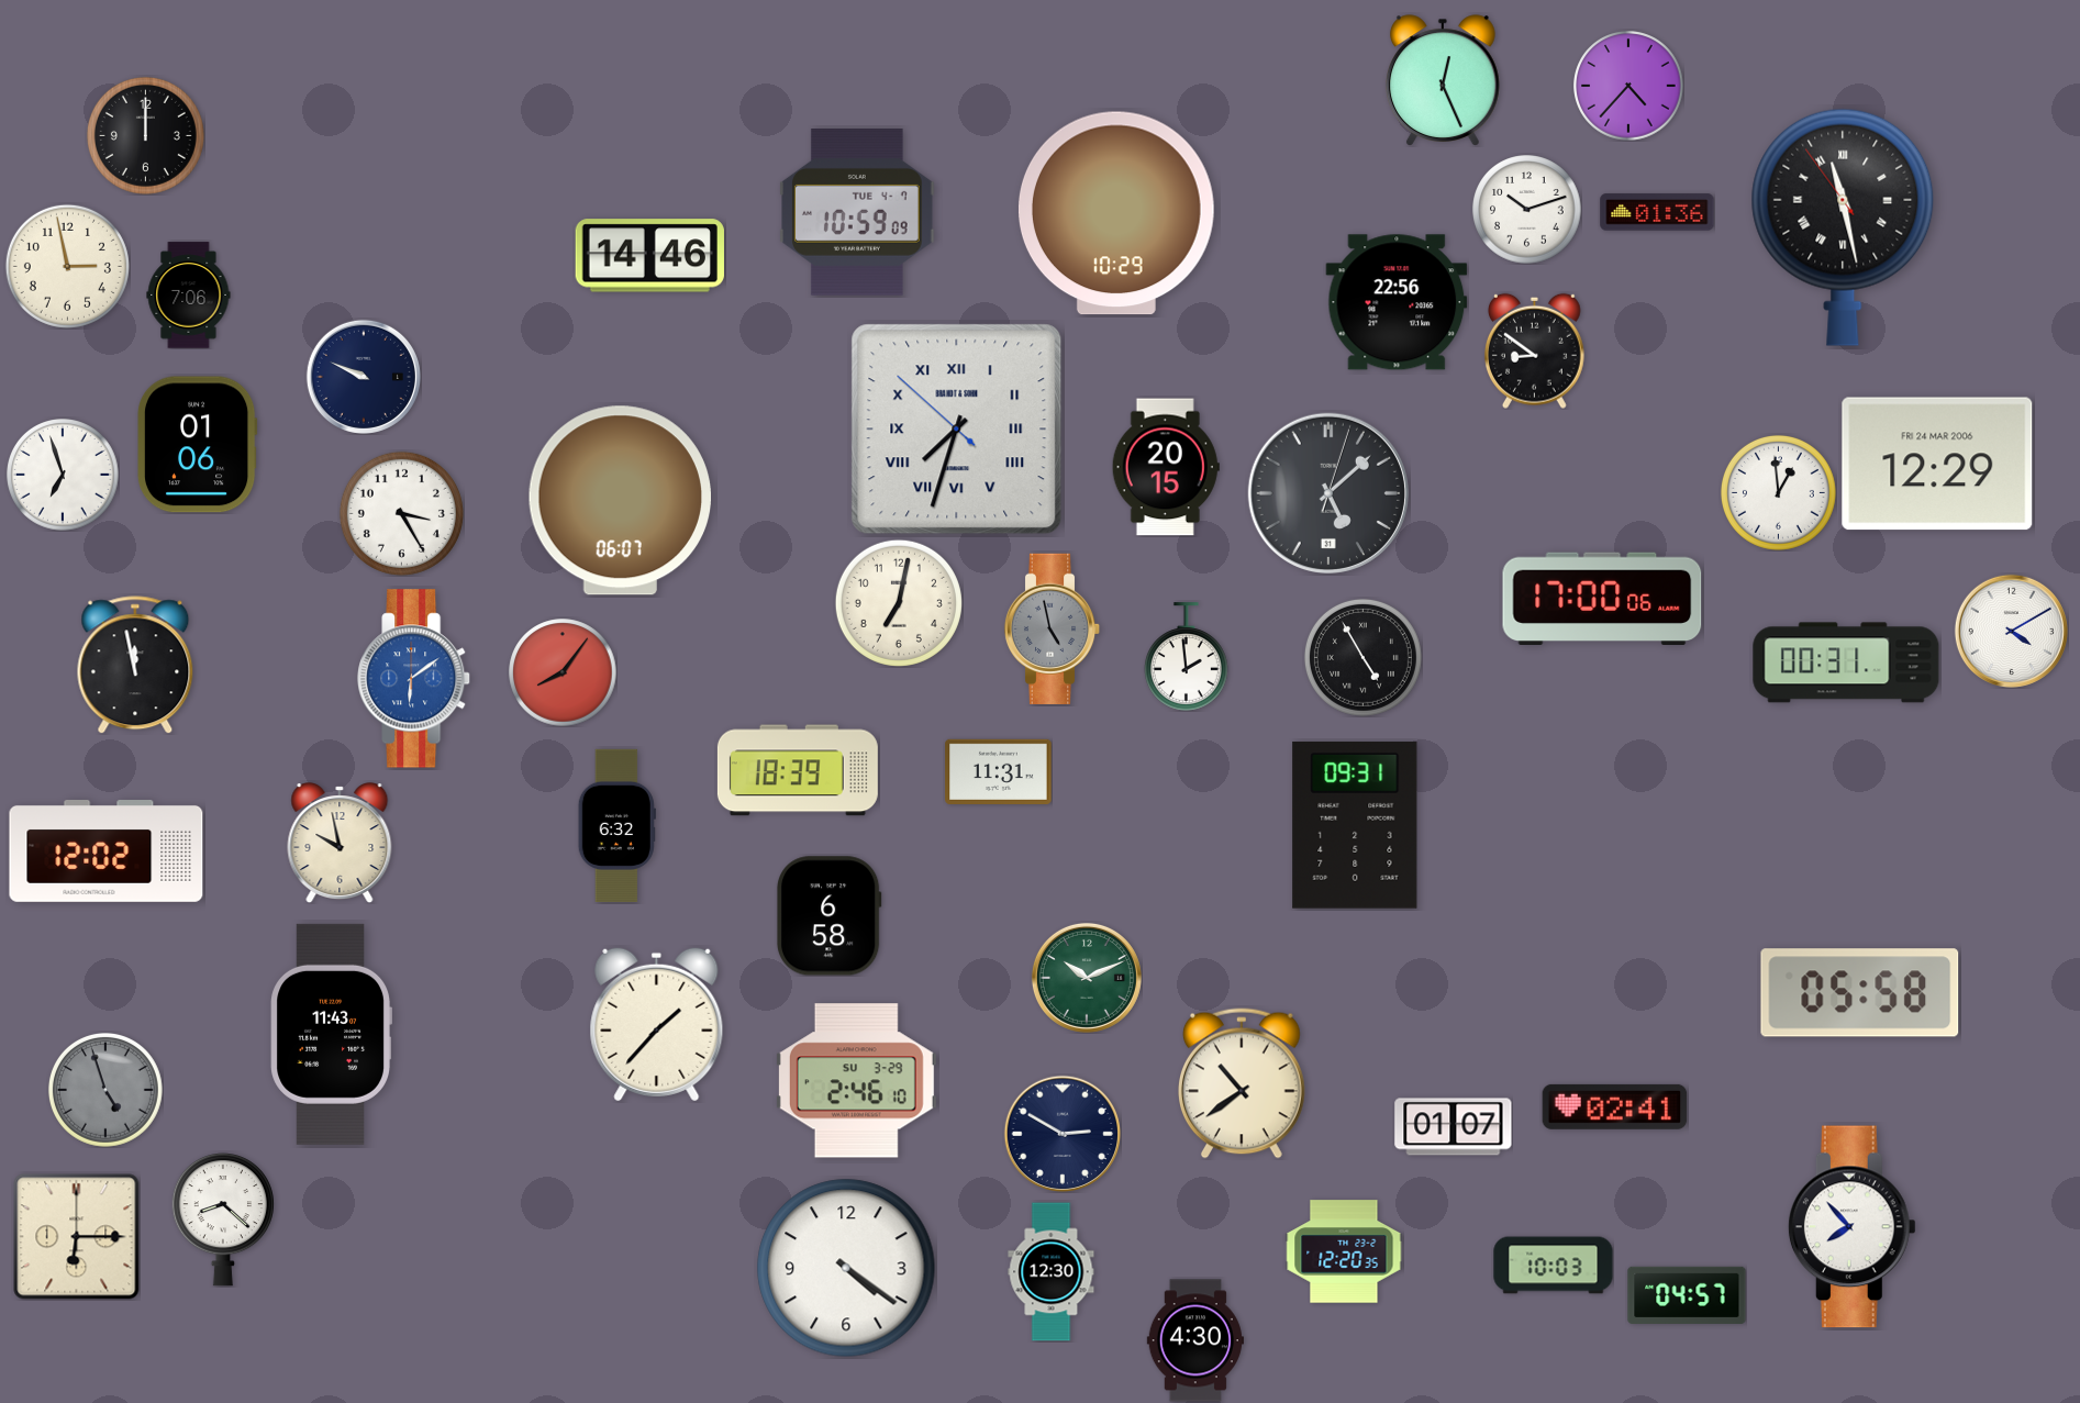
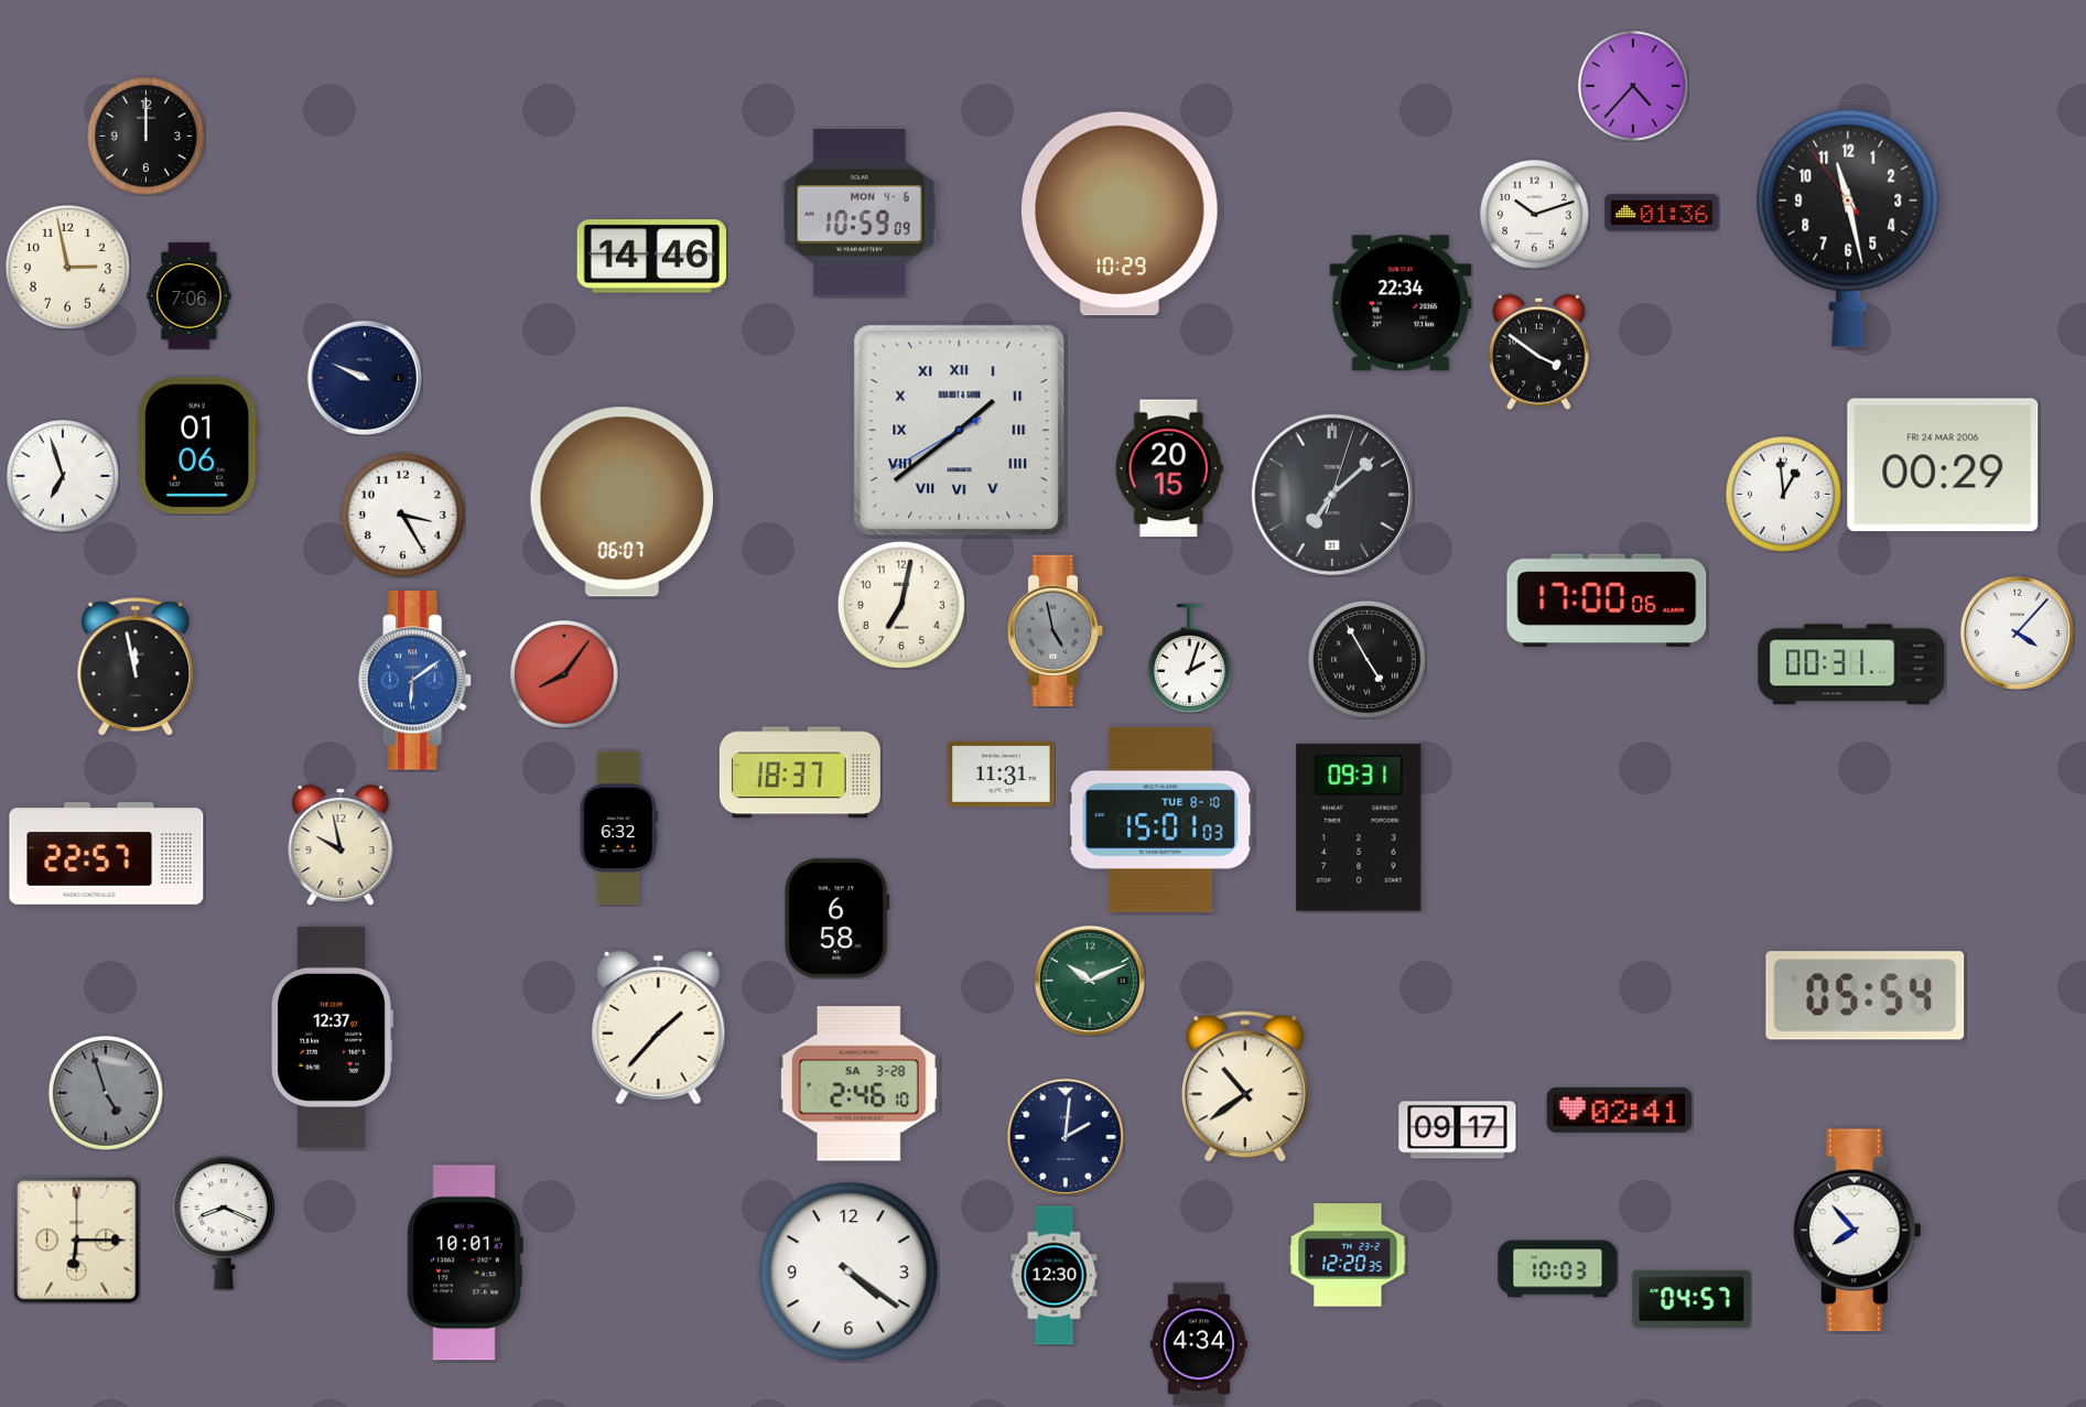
clock at (1443, 80): 12:26 -> none
clock at (1527, 210) position: (1527, 210) -> (1535, 215)
clock at (858, 213) date: TUE 4-7 -> MON 4-6
clock at (1843, 227) numerals: Roman -> Arabic
clock at (1397, 302): 22:56 -> 22:34
clock at (1535, 350): 8:51 -> 3:51
clock at (957, 430): 7:32 -> 1:38
clock at (1937, 464): 12:29 -> 00:29
clock at (1328, 493): 5:08 -> 7:08
clock at (2011, 631): 4:10 -> 4:07
clock at (1187, 657): 1:59 -> 2:03
clock at (798, 770): 18:39 -> 18:37
clock at (1160, 821): none -> 15:01
clock at (107, 851): 12:02 -> 22:57
clock at (828, 916) position: (828, 916) -> (836, 919)
clock at (1860, 993): 05:58 -> 05:54
clock at (331, 1034): 11:43 -> 12:37
clock at (856, 1081) date: SU 3-29 -> SA 3-28
clock at (1454, 1127): 01:07 -> 09:17
clock at (1061, 1133): 2:50 -> 2:01
clock at (222, 1220): 8:22 -> 8:19
clock at (465, 1263): none -> 10:01
clock at (1195, 1340): 4:30 -> 4:34
